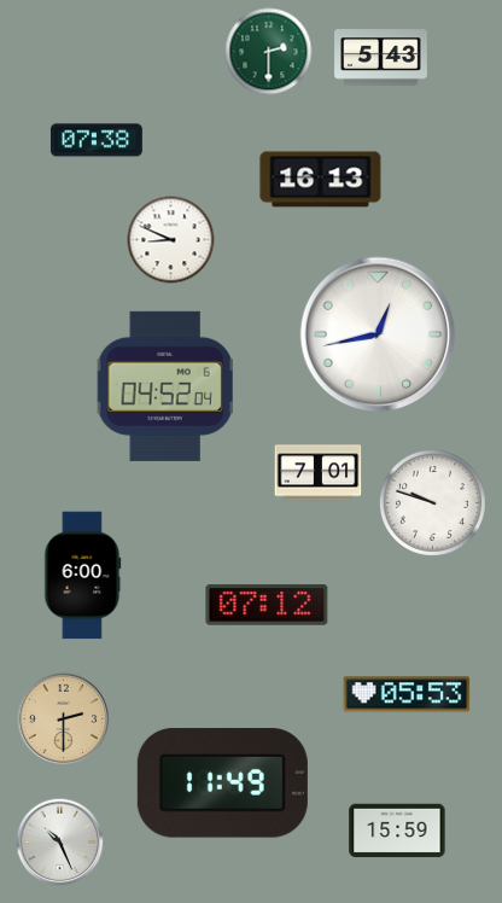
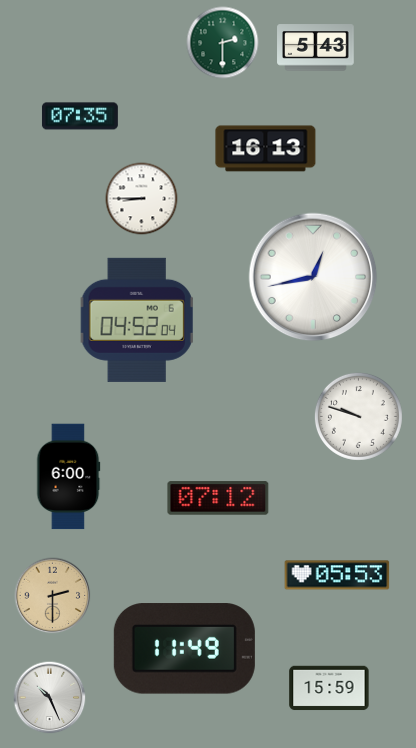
clock at (97, 140): 07:38 -> 07:35
clock at (171, 240): 8:49 -> 8:45
clock at (319, 473): 7:01 -> none
clock at (267, 605) position: (267, 605) -> (218, 498)
